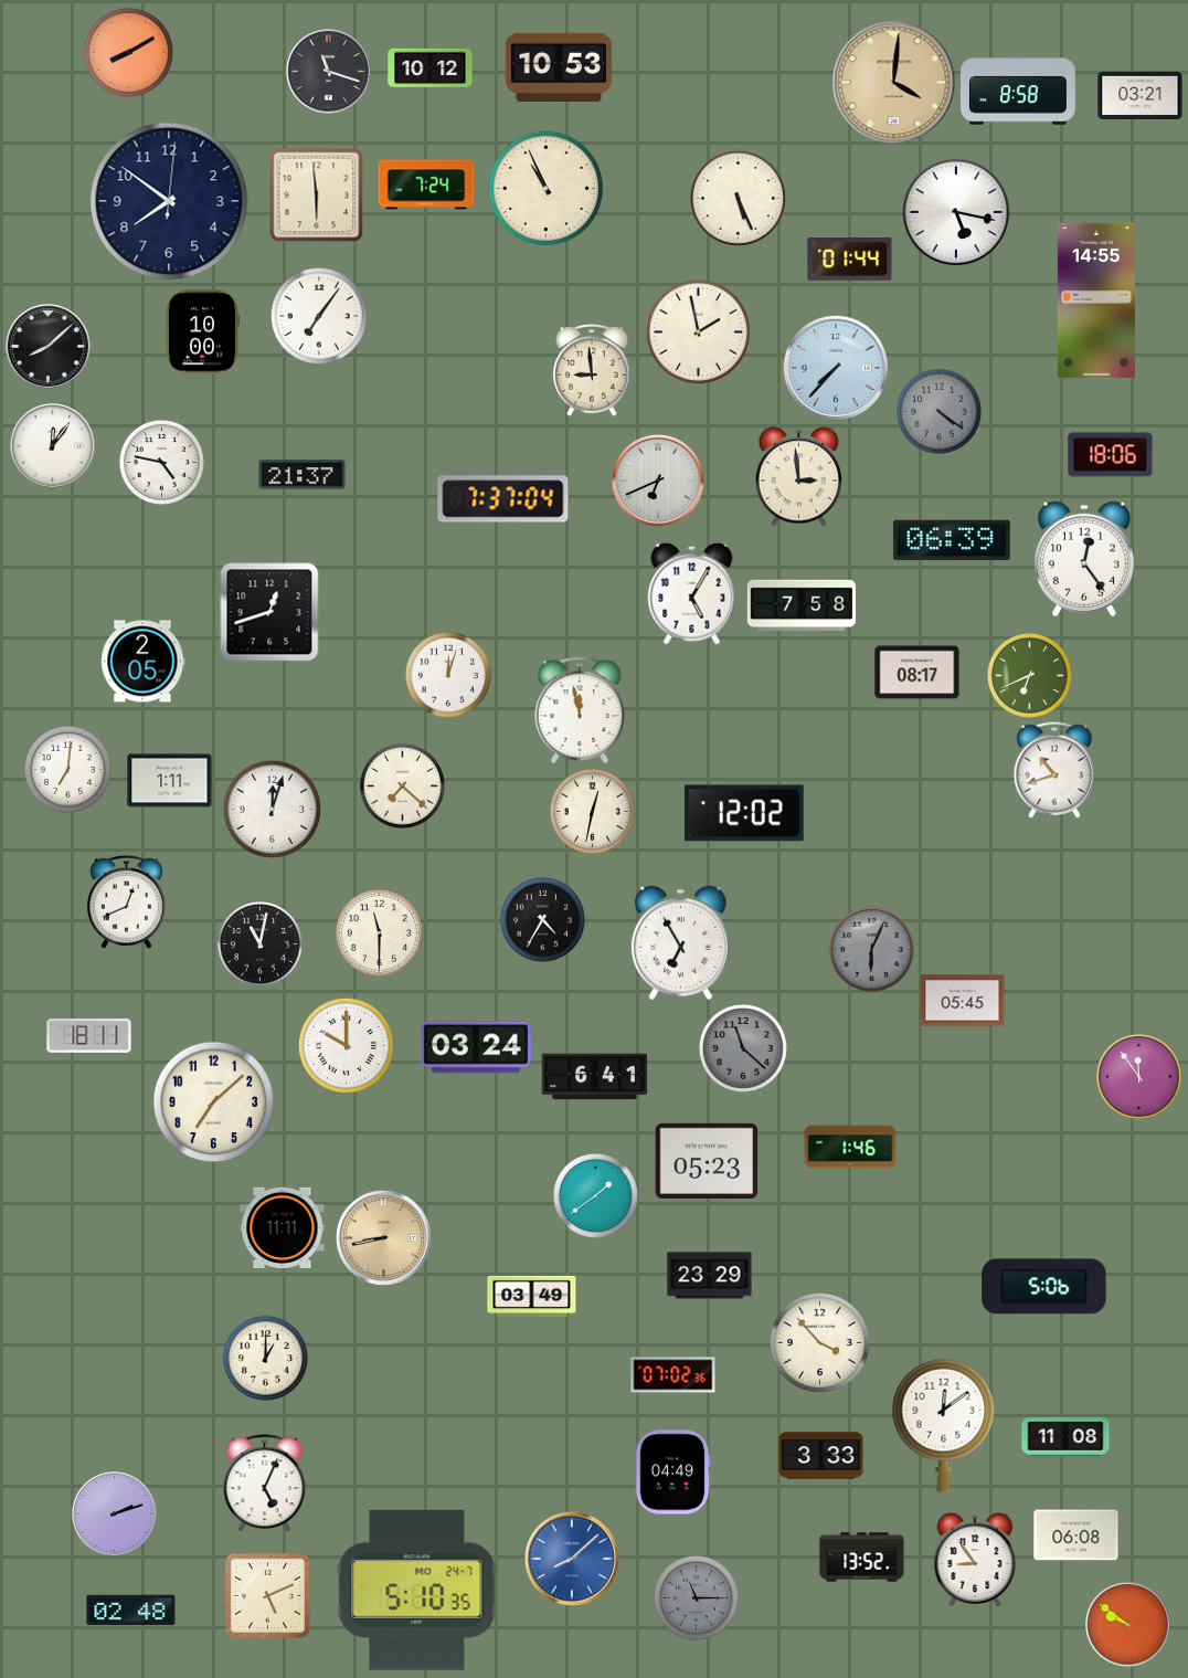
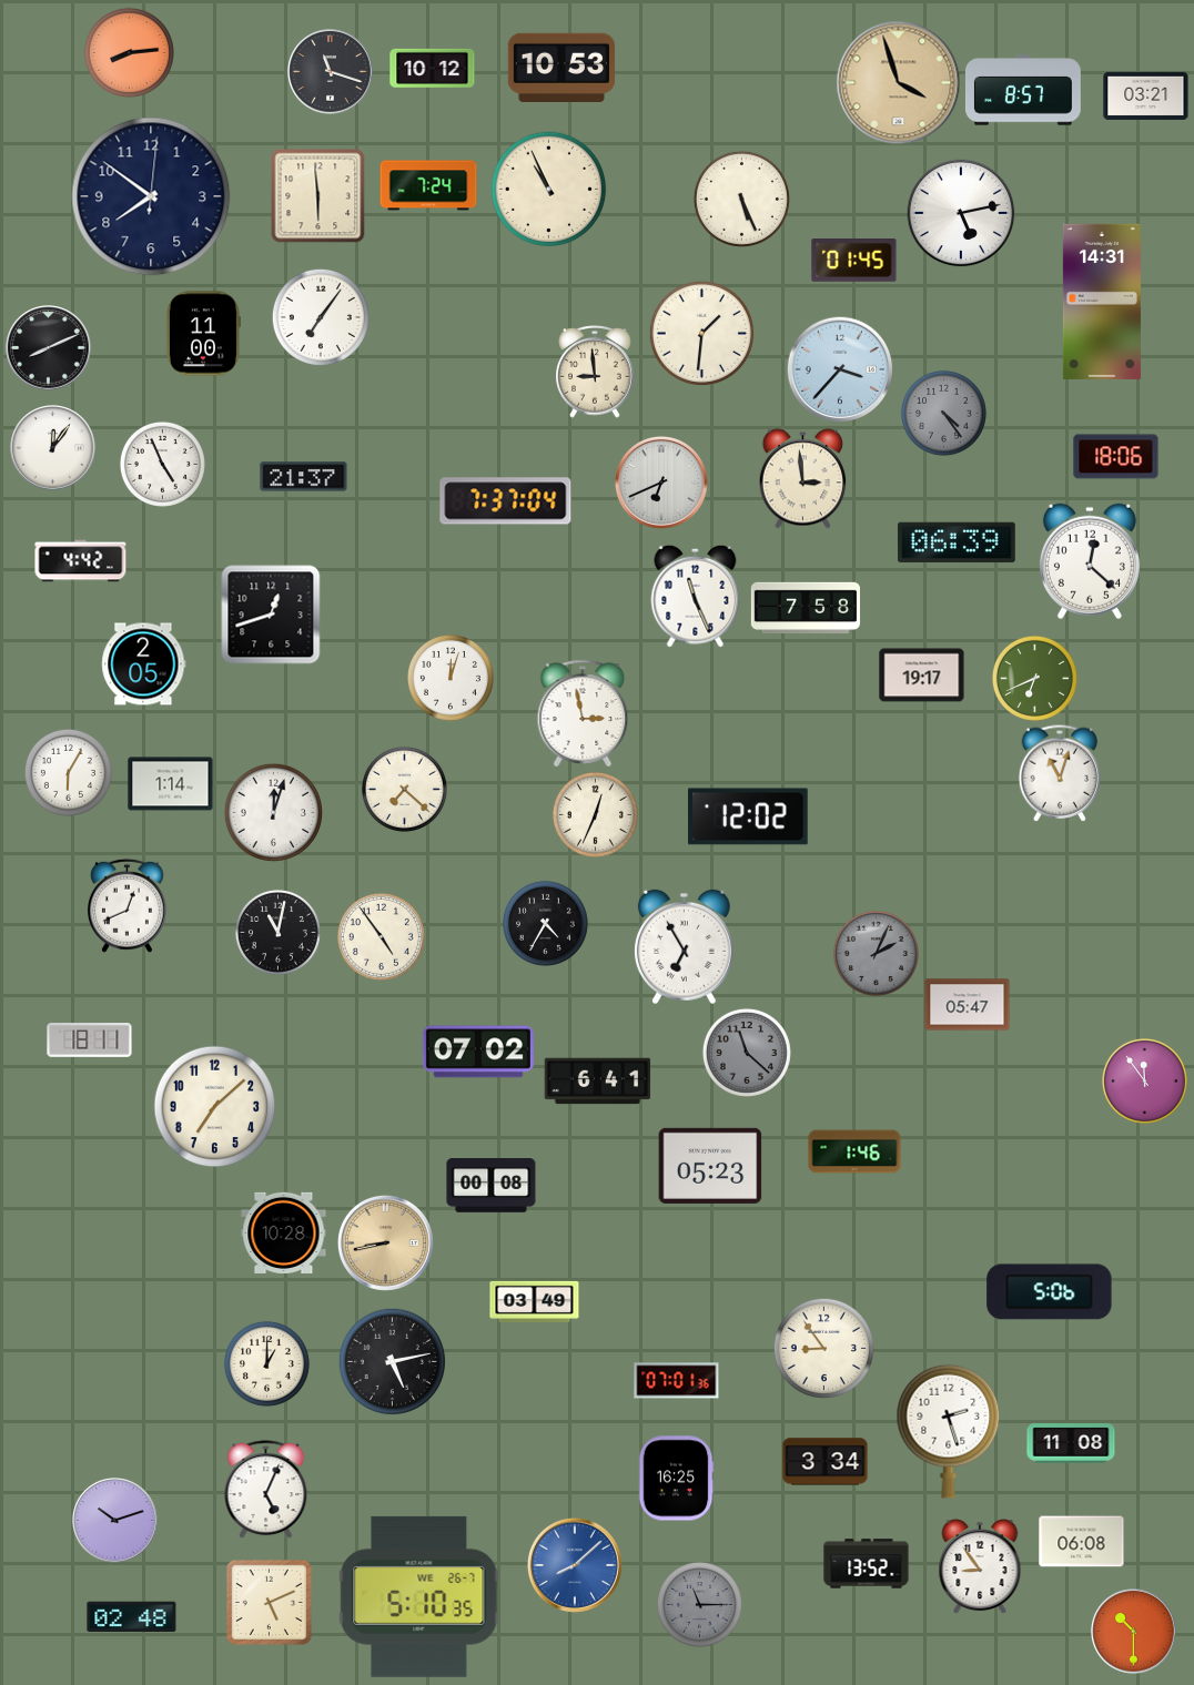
clock at (128, 52): 8:10 -> 8:14
clock at (894, 83): 4:01 -> 3:57
clock at (1018, 89): 8:58 -> 8:57
clock at (169, 201) position: (169, 201) -> (151, 196)
clock at (956, 212): 5:17 -> 5:13
clock at (850, 260): 01:44 -> 01:45
clock at (1096, 300): 14:55 -> 14:31
clock at (698, 331): 1:58 -> 1:31
clock at (202, 333): 10:00 -> 11:00
clock at (49, 347): 8:08 -> 8:11
clock at (836, 368): 7:37 -> 3:37
clock at (938, 411): 4:21 -> 4:24
clock at (161, 462): 4:47 -> 4:56
clock at (81, 561): none -> 4:42
clock at (1084, 559): 12:24 -> 12:22
clock at (692, 593): 5:05 -> 11:26
clock at (917, 673): 08:17 -> 19:17
clock at (580, 710): 11:58 -> 2:58
clock at (67, 769): 7:01 -> 6:05
clock at (1054, 770): 10:42 -> 11:03
clock at (170, 781): 1:11 -> 1:14
clock at (592, 811): 12:32 -> 12:34
clock at (379, 932): 11:30 -> 4:54
clock at (259, 943) position: (259, 943) -> (277, 932)
clock at (871, 949): 6:04 -> 2:04
clock at (963, 1001): 05:45 -> 05:47
clock at (346, 1045): 10:00 -> none
clock at (476, 1047): 03:24 -> 07:02
clock at (492, 1186): none -> 00:08
clock at (595, 1195): 1:39 -> none
clock at (283, 1227): 11:11 -> 10:28
clock at (710, 1276): 23:29 -> none
clock at (819, 1342): 3:53 -> 8:54
clock at (392, 1361): none -> 5:13
clock at (673, 1375): 07:02 -> 07:01
clock at (944, 1425): 12:09 -> 2:27
clock at (821, 1456): 3:33 -> 3:34
clock at (672, 1473): 04:49 -> 16:25
clock at (115, 1515): 2:12 -> 10:12
clock at (417, 1590) date: MO 24-7 -> WE 26-7
clock at (1128, 1625): 9:51 -> 10:30
